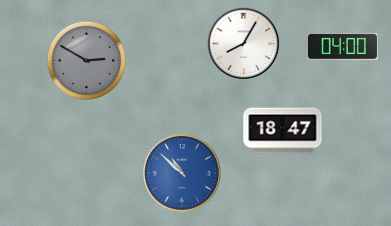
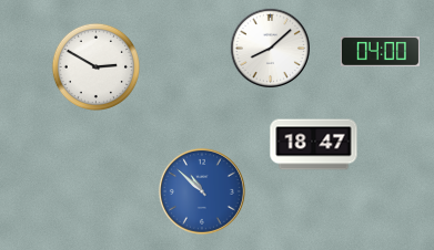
clock at (243, 43): 8:05 -> 8:08
clock at (86, 60) dial: grey -> white
